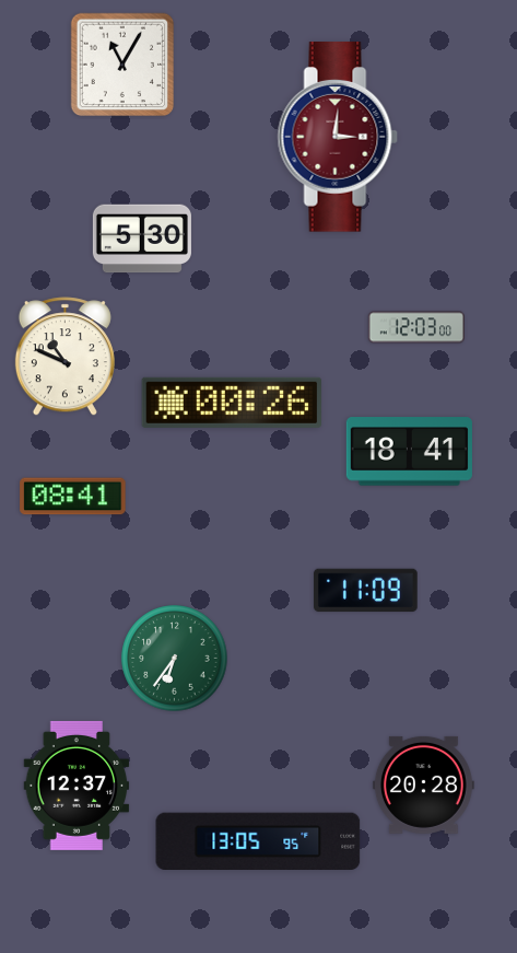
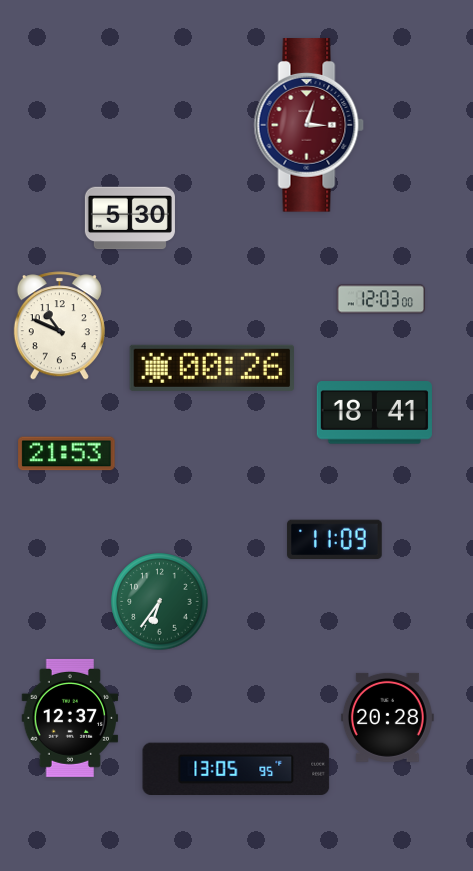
clock at (122, 65): 11:05 -> none
clock at (338, 137): 3:01 -> 3:03
clock at (73, 497): 08:41 -> 21:53
